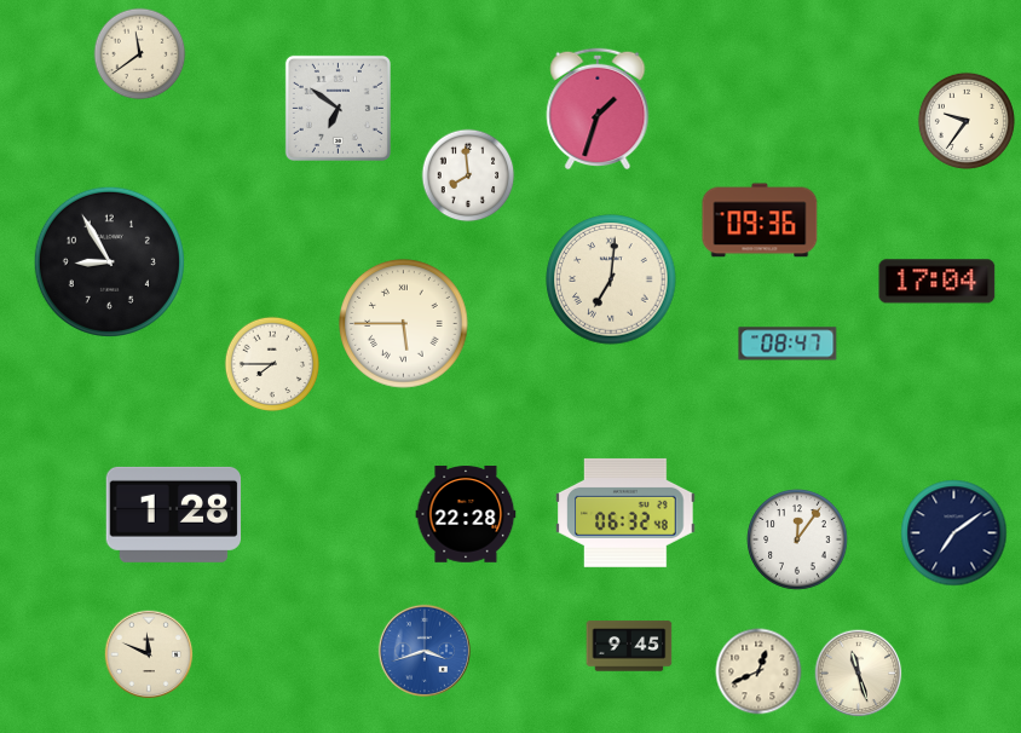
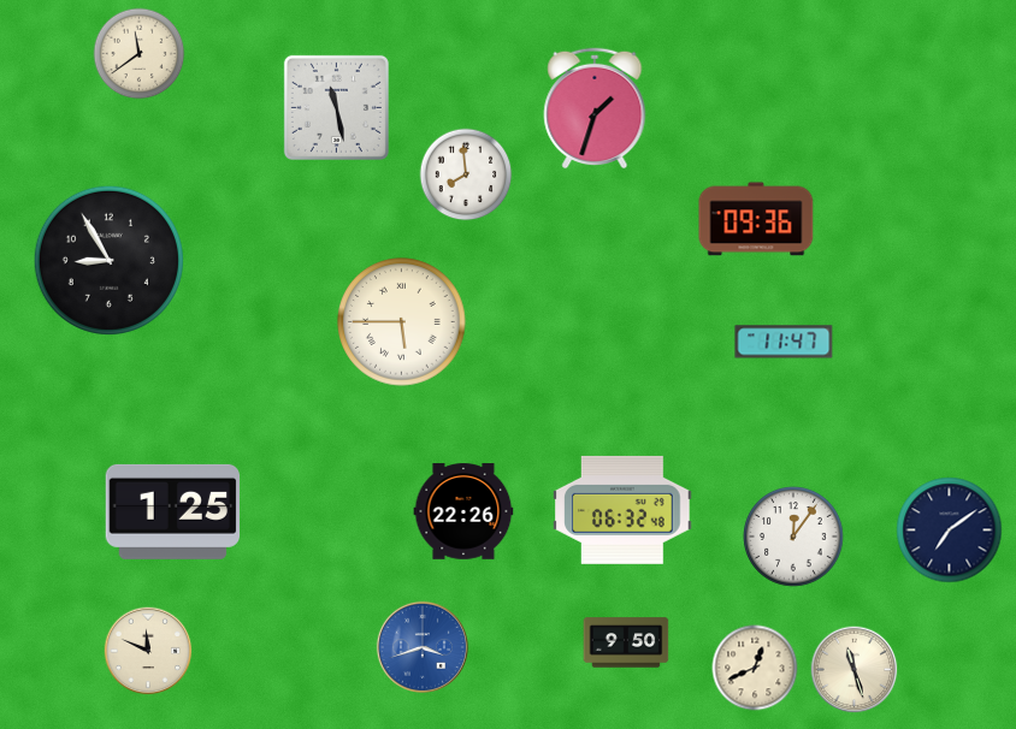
clock at (338, 108): 6:51 -> 11:28
clock at (967, 121): 9:36 -> none
clock at (611, 279): 7:01 -> none
clock at (938, 282): 17:04 -> none
clock at (788, 344): 08:47 -> 11:47
clock at (272, 364): 7:45 -> none
clock at (174, 514): 1:28 -> 1:25
clock at (466, 514): 22:28 -> 22:26
clock at (629, 646): 9:45 -> 9:50
